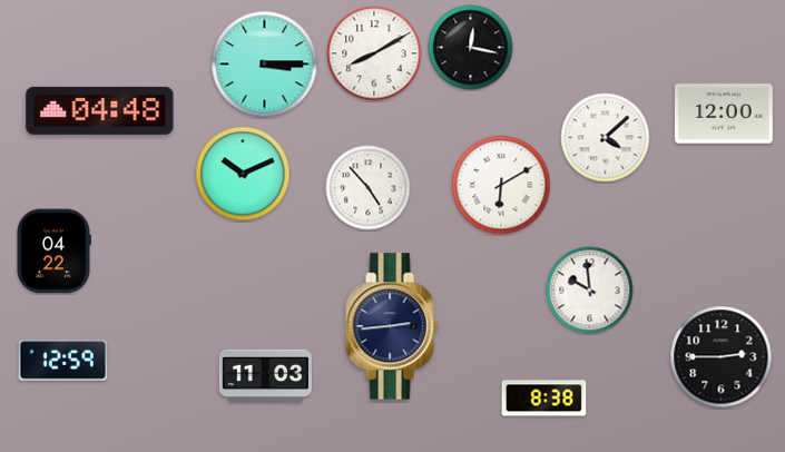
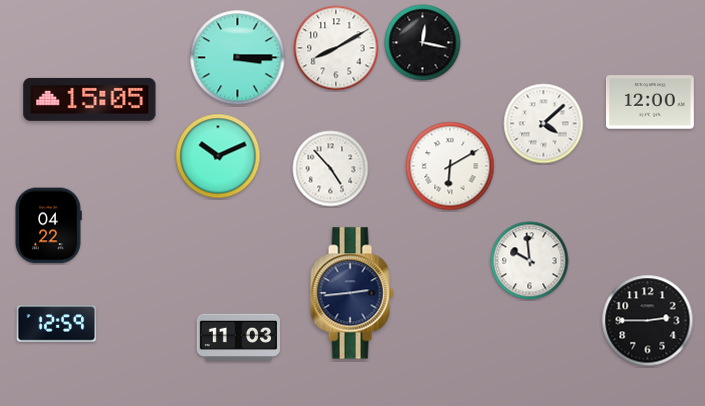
clock at (100, 110): 04:48 -> 15:05
clock at (544, 399): 8:38 -> none
